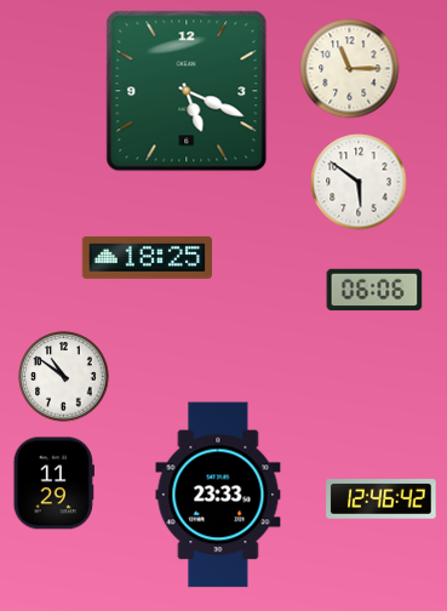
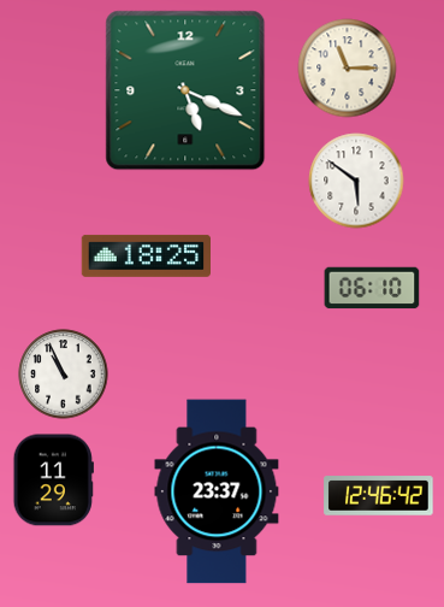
clock at (374, 290): 06:06 -> 06:10
clock at (64, 377): 10:51 -> 10:56
clock at (218, 495): 23:33 -> 23:37
